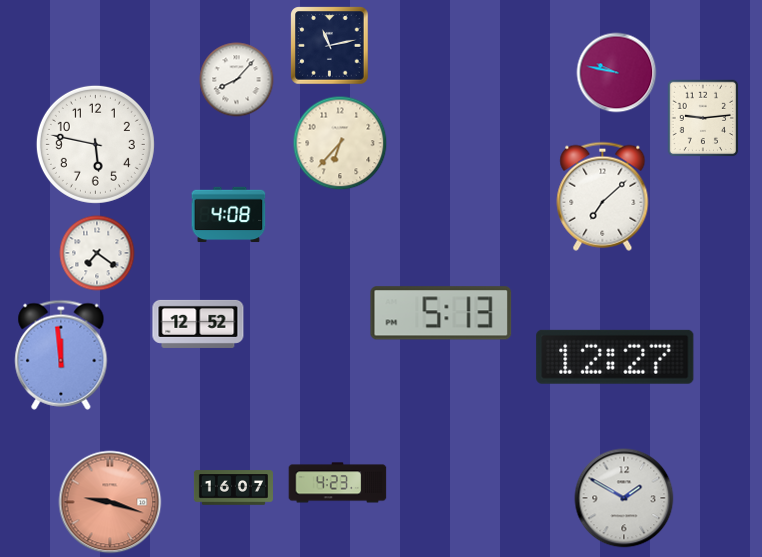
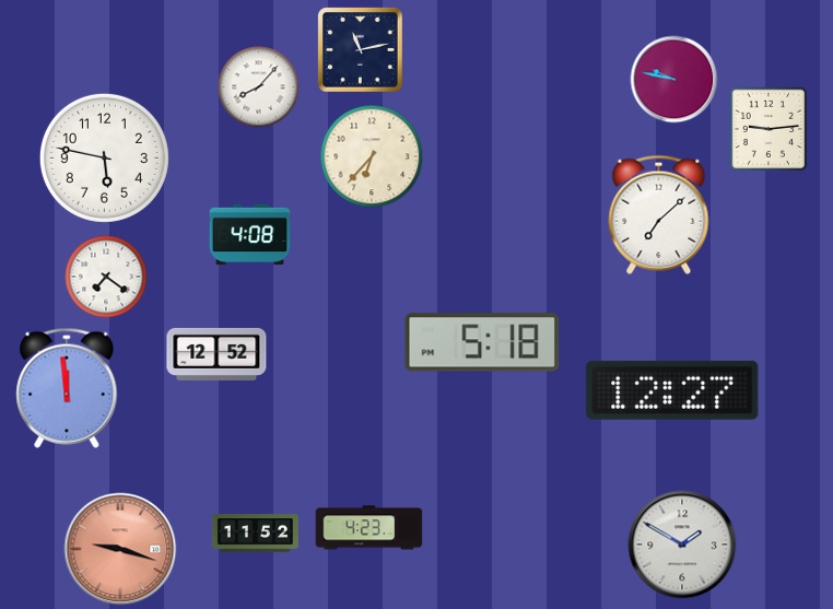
clock at (441, 313): 5:13 -> 5:18
clock at (233, 488): 16:07 -> 11:52
